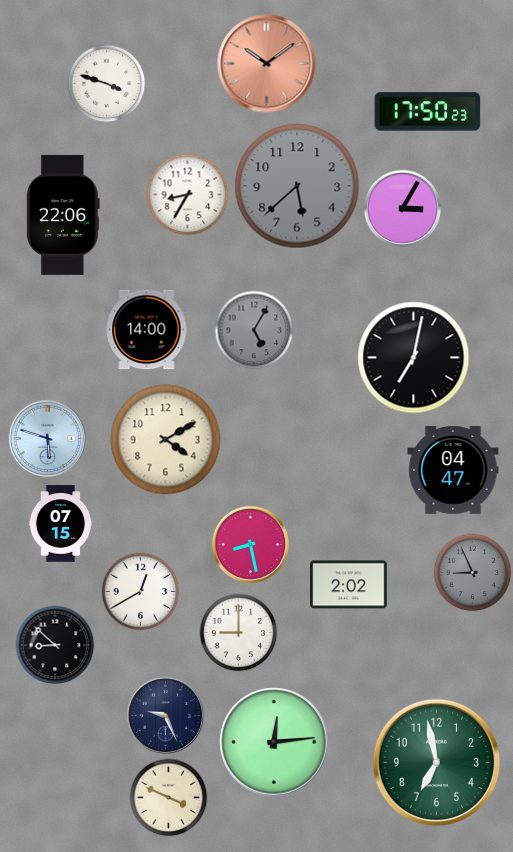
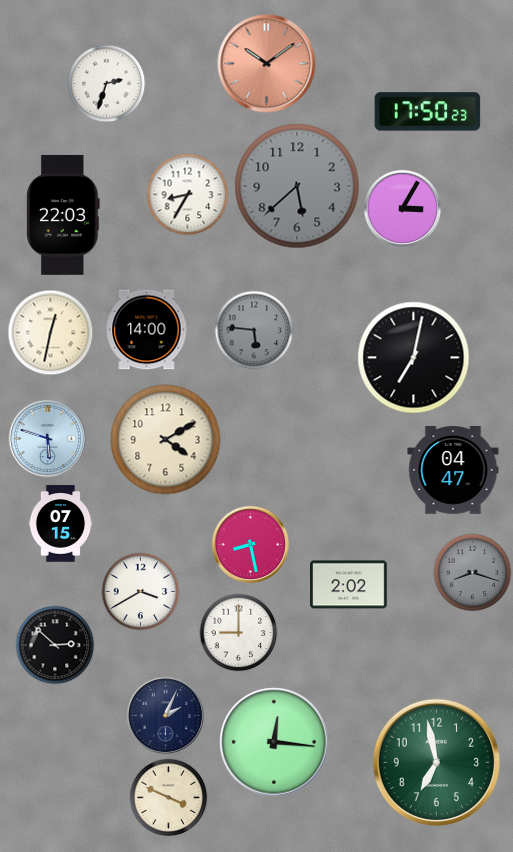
clock at (106, 83): 3:48 -> 2:33
clock at (64, 215): 22:06 -> 22:03
clock at (254, 330): 5:05 -> 5:46
clock at (50, 332): none -> 12:32
clock at (472, 572): 8:56 -> 8:18
clock at (140, 591): 12:40 -> 3:40
clock at (55, 645): 8:52 -> 2:52
clock at (165, 715): 9:26 -> 2:04
clock at (274, 742): 12:14 -> 12:16
